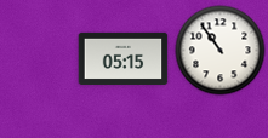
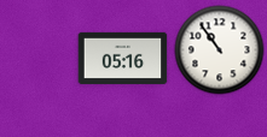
clock at (124, 58): 05:15 -> 05:16
